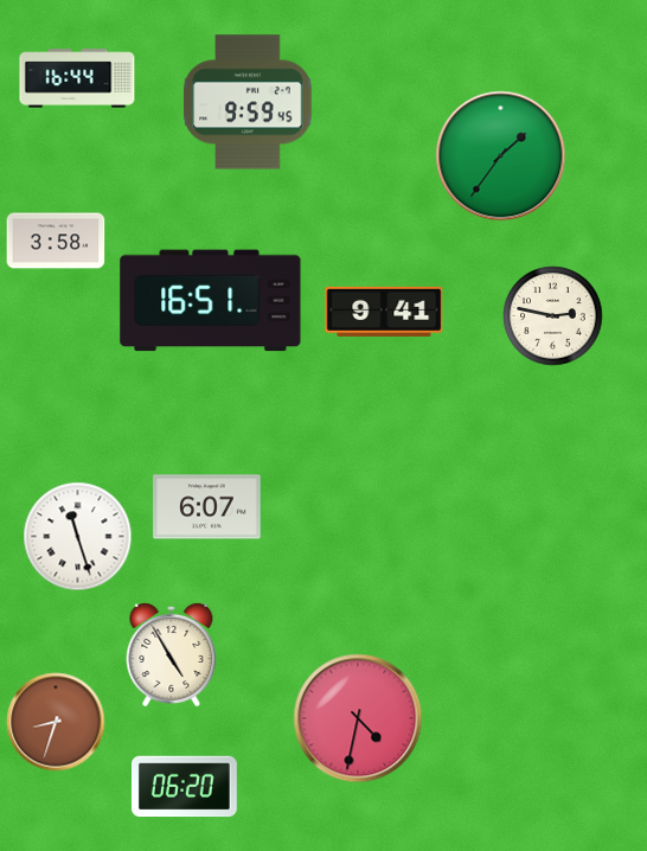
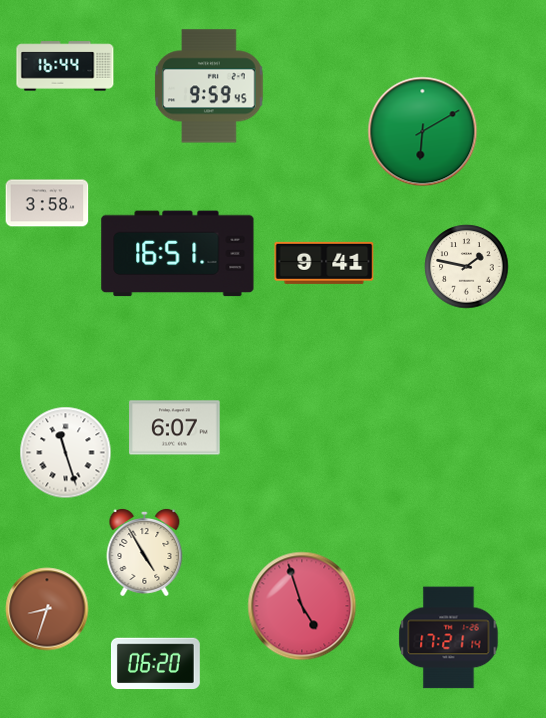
clock at (501, 156): 1:36 -> 6:10
clock at (553, 316): 2:47 -> 1:47
clock at (358, 718): 4:32 -> 4:57
clock at (449, 638): none -> 17:21
